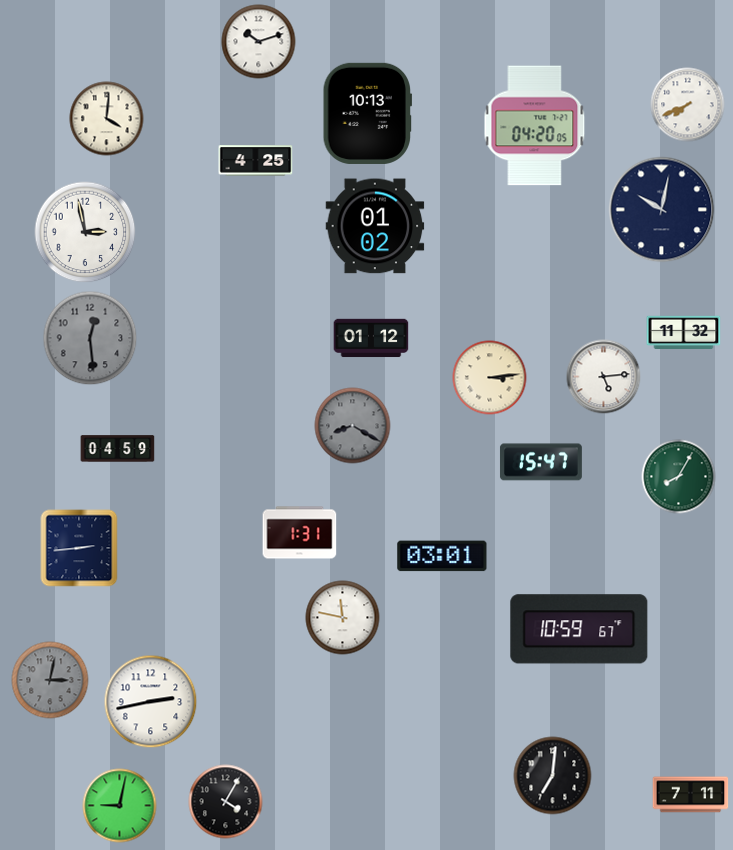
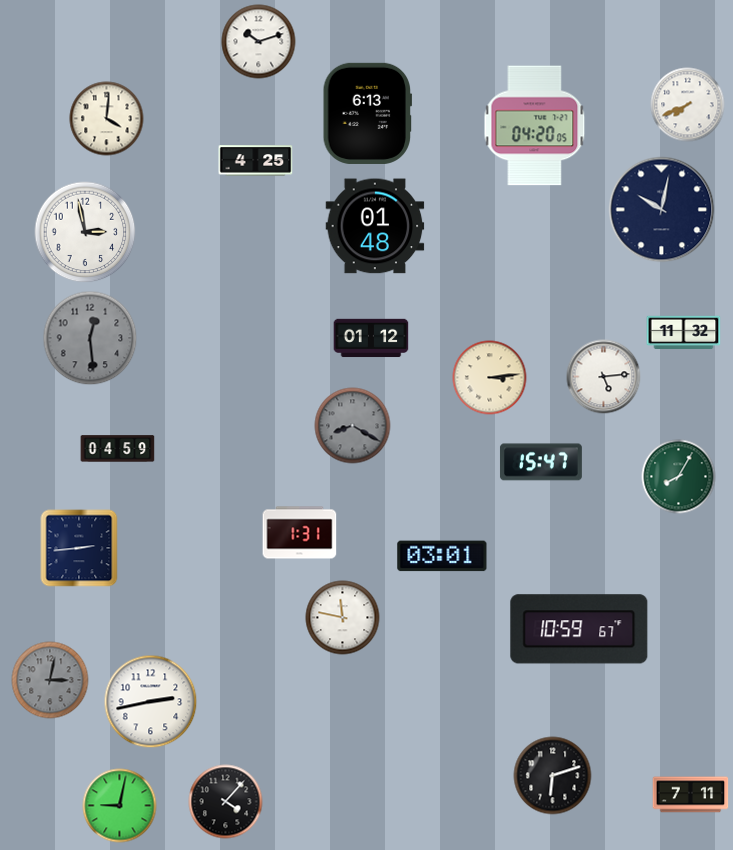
clock at (367, 113): 10:13 -> 6:13
clock at (375, 226): 01:02 -> 01:48
clock at (553, 776): 7:01 -> 6:12
clock at (226, 802): 4:05 -> 4:07
